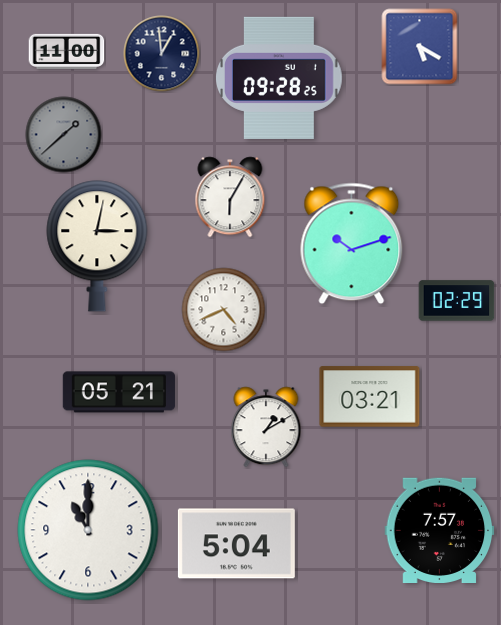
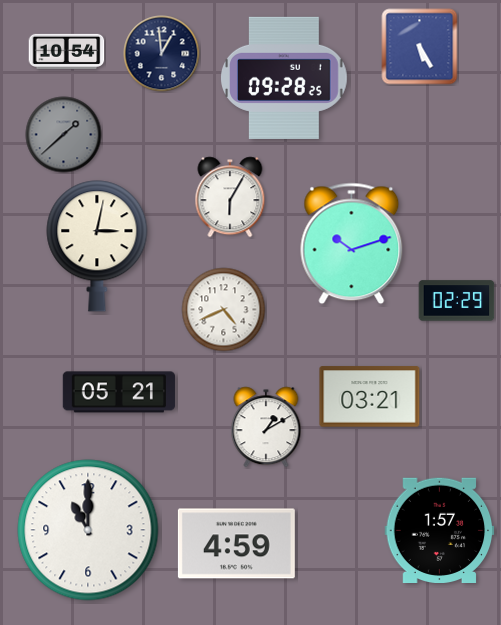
clock at (420, 47): 5:20 -> 5:25
clock at (67, 51): 11:00 -> 10:54
clock at (280, 78) position: (280, 78) -> (285, 78)
clock at (440, 530): 7:57 -> 1:57
clock at (236, 544): 5:04 -> 4:59
